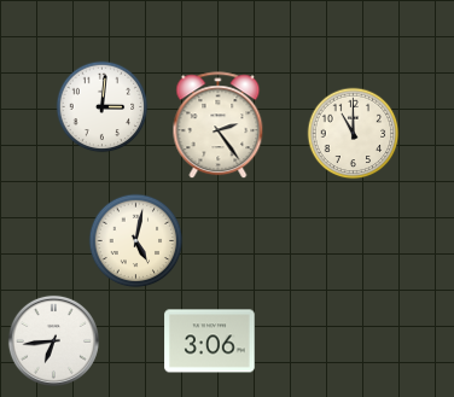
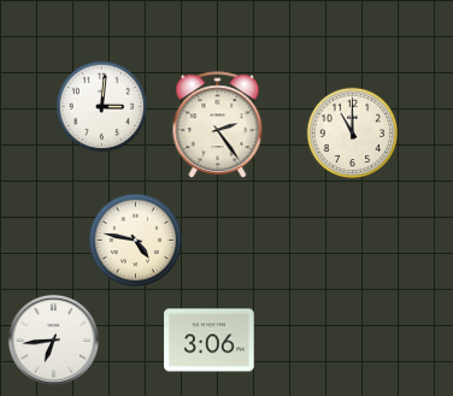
clock at (136, 241): 5:02 -> 4:47
